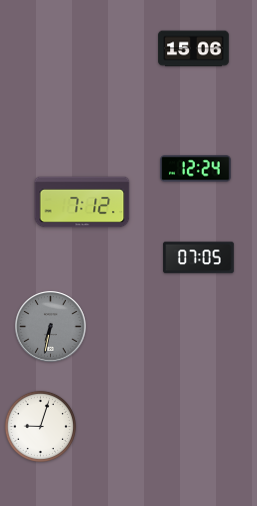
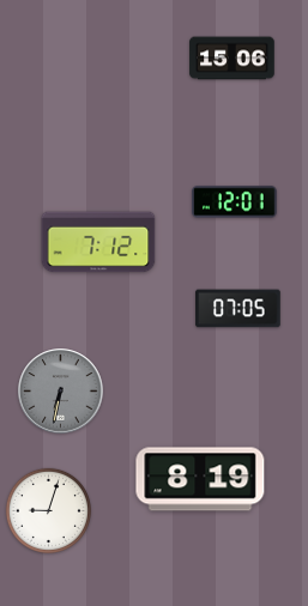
clock at (196, 169): 12:24 -> 12:01
clock at (200, 479): none -> 8:19
